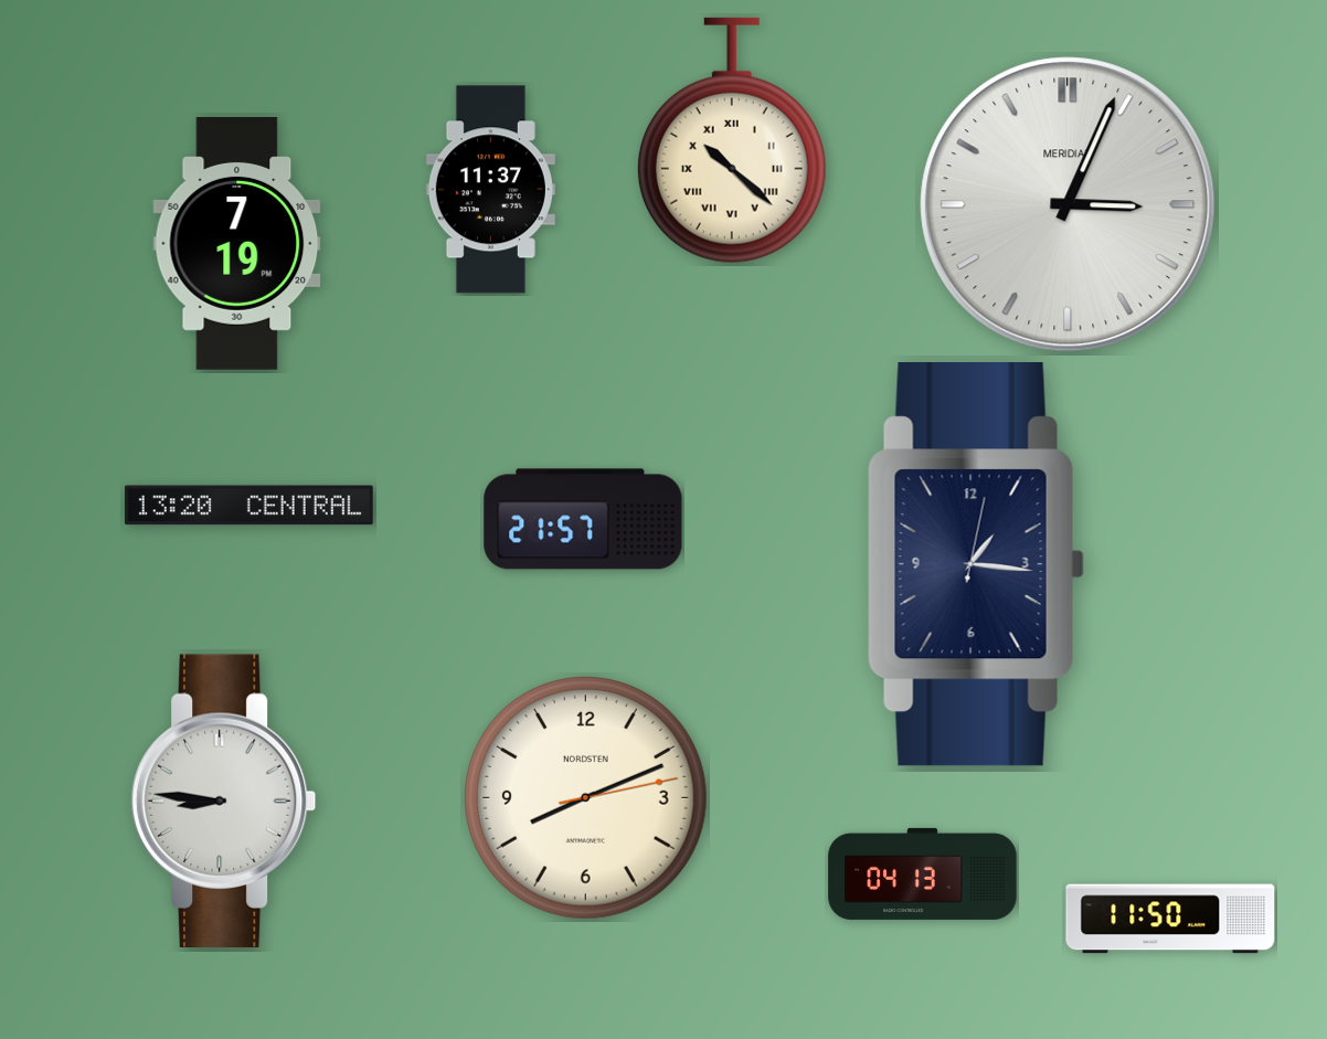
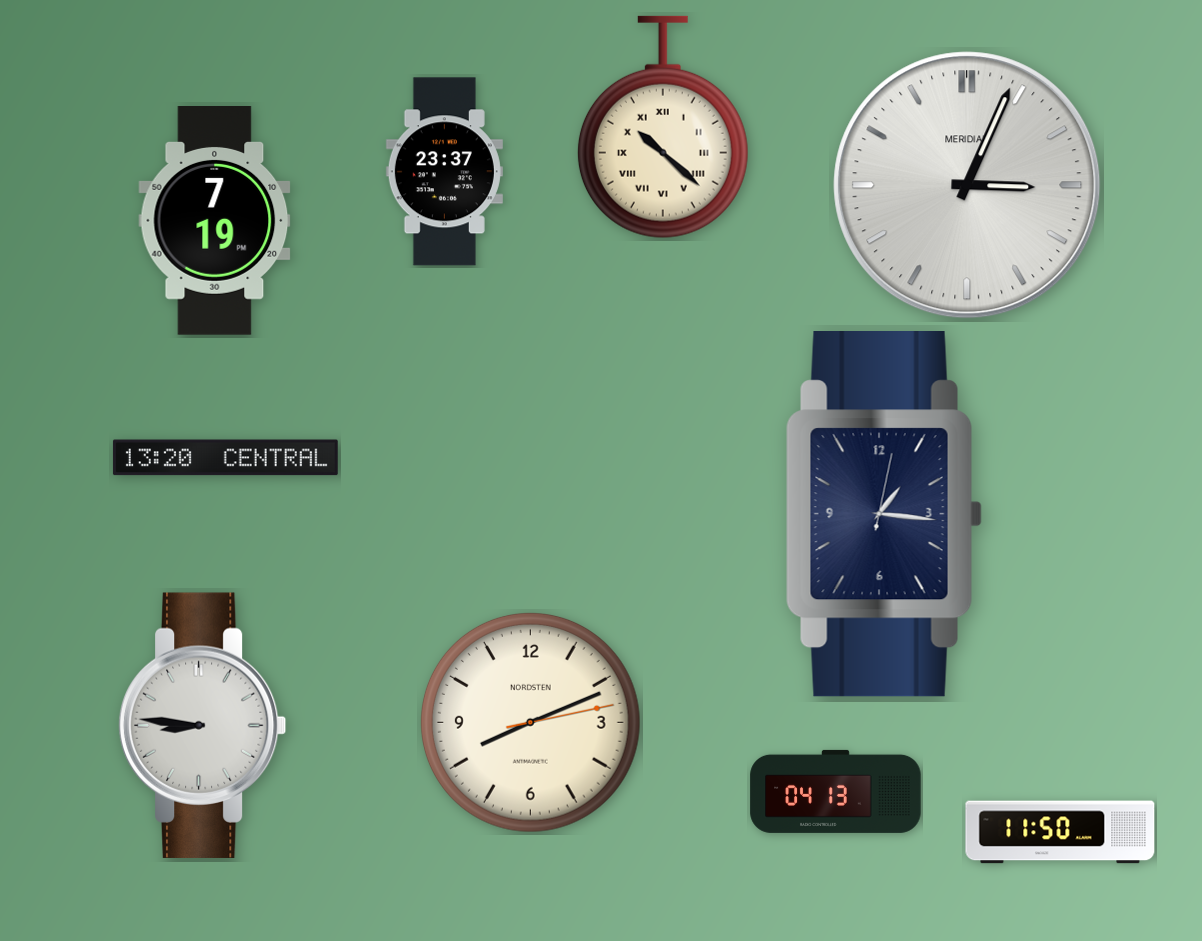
clock at (490, 190): 11:37 -> 23:37
clock at (583, 519): 21:57 -> none
clock at (976, 565) position: (976, 565) -> (884, 515)
